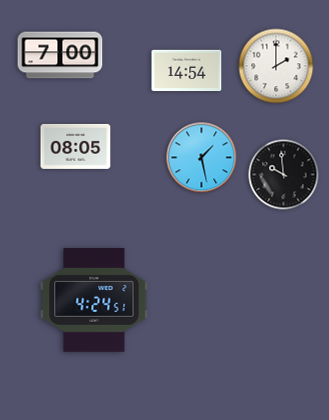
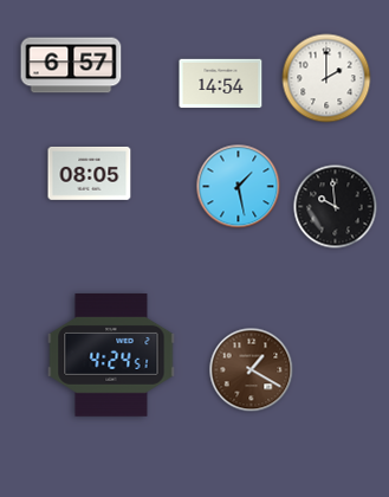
clock at (60, 55): 7:00 -> 6:57
clock at (252, 370): none -> 1:20
